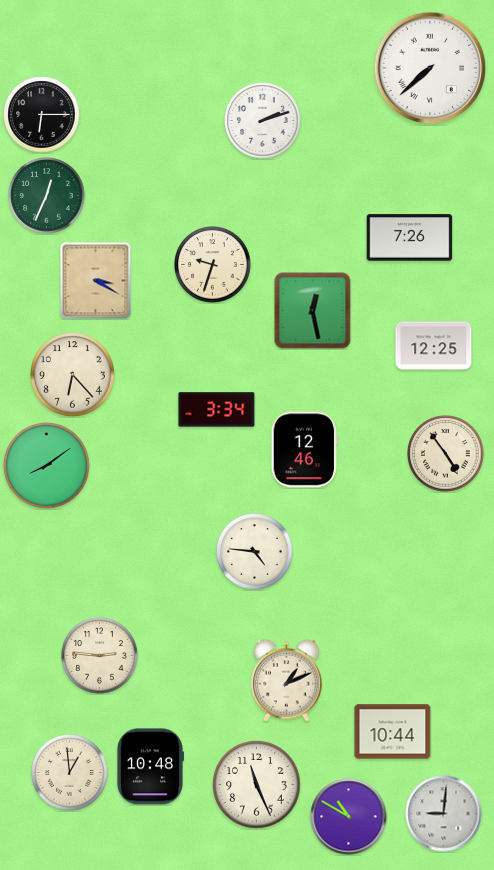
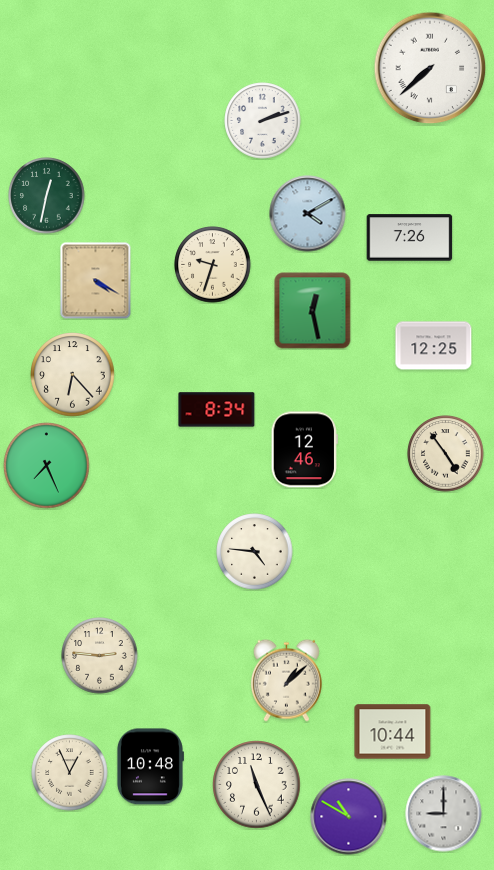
clock at (42, 115): 6:15 -> none
clock at (47, 196): 12:34 -> 12:32
clock at (308, 214): none -> 4:10
clock at (96, 281): 3:20 -> 4:20
clock at (217, 410): 3:34 -> 8:34
clock at (47, 466): 8:09 -> 7:26
clock at (286, 680): 1:11 -> 1:08
clock at (70, 773): 12:59 -> 12:56
clock at (444, 814): 9:01 -> 9:00
